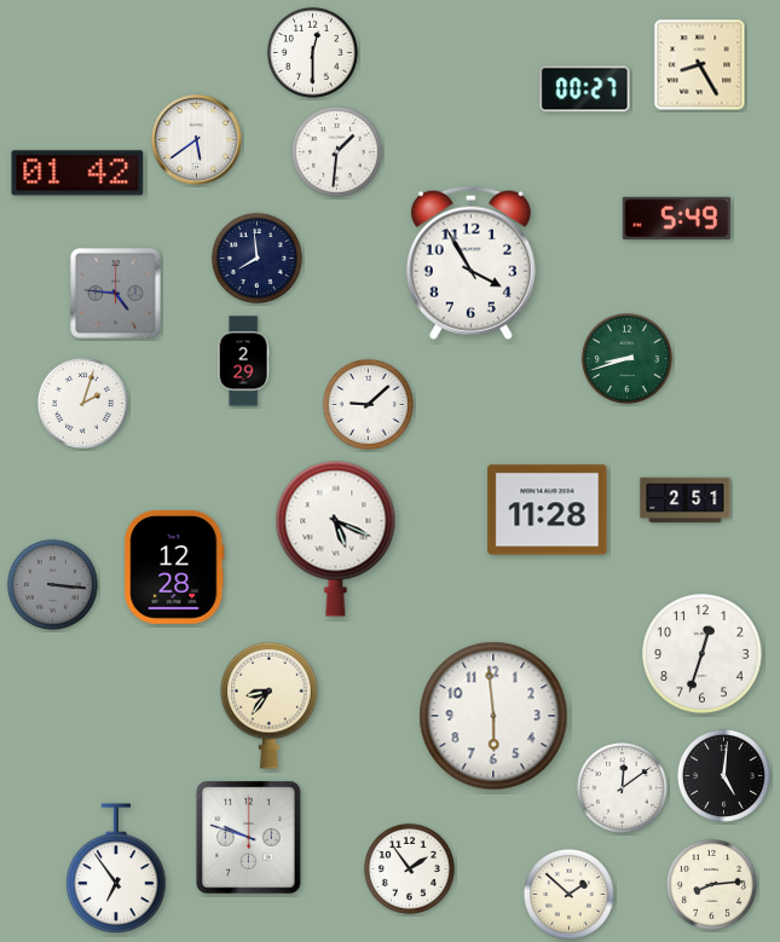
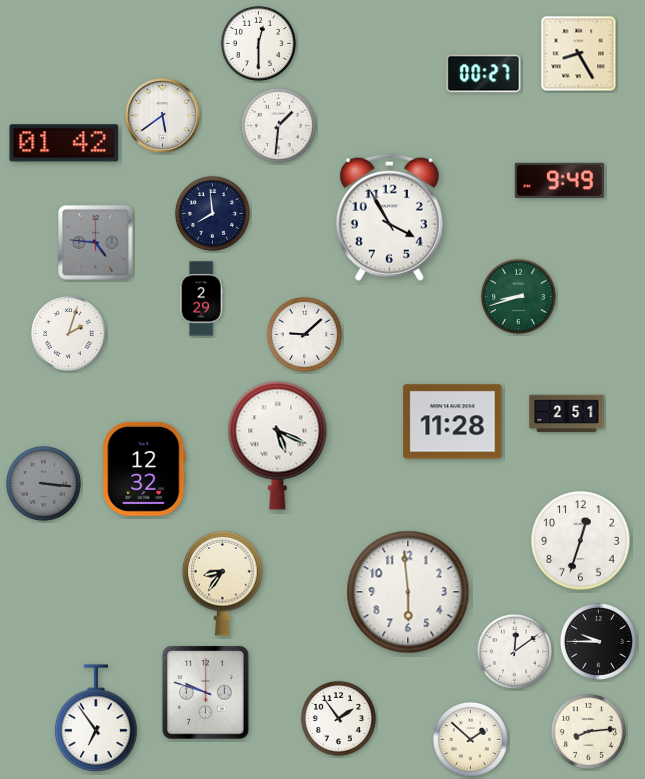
clock at (676, 218): 5:49 -> 9:49
clock at (174, 567): 12:28 -> 12:32
clock at (723, 775): 5:01 -> 9:45
